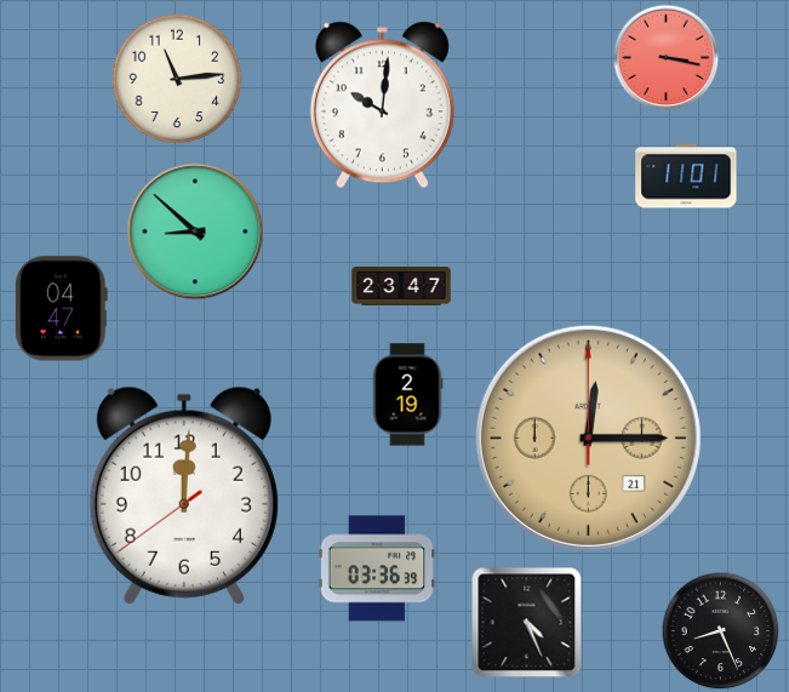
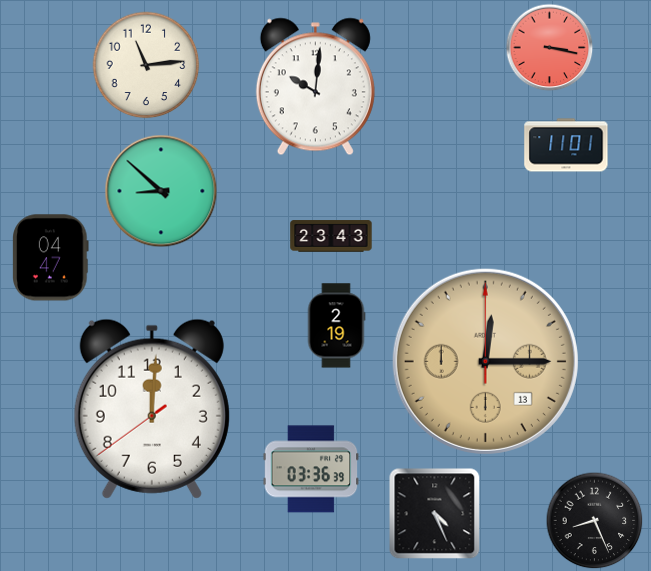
clock at (401, 286): 23:47 -> 23:43
clock at (62, 309) position: (62, 309) -> (51, 258)
clock at (588, 437) date: 21 -> 13
